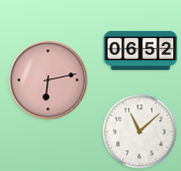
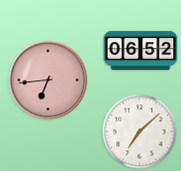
clock at (48, 80): 6:13 -> 6:44
clock at (140, 132): 11:08 -> 7:08
